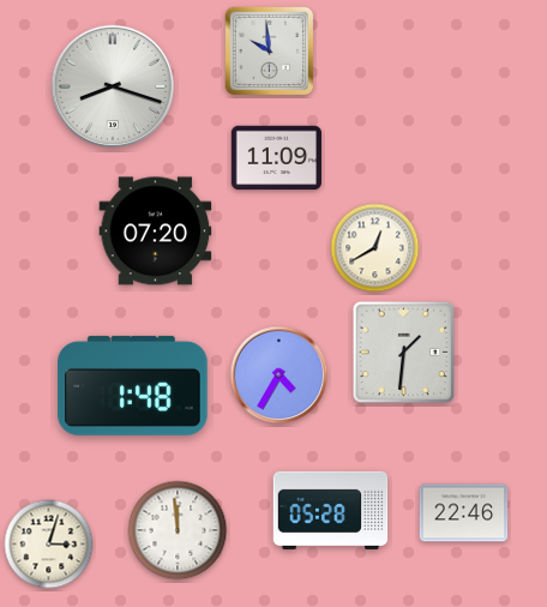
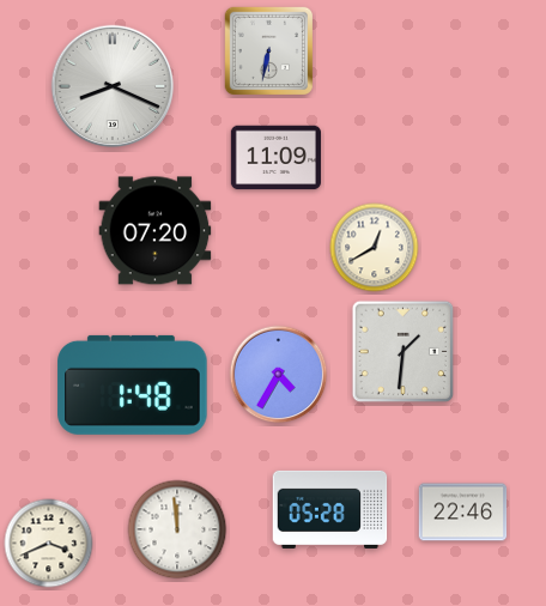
clock at (269, 50): 9:59 -> 6:32
clock at (113, 86): 8:18 -> 8:19
clock at (49, 545): 3:03 -> 3:41
